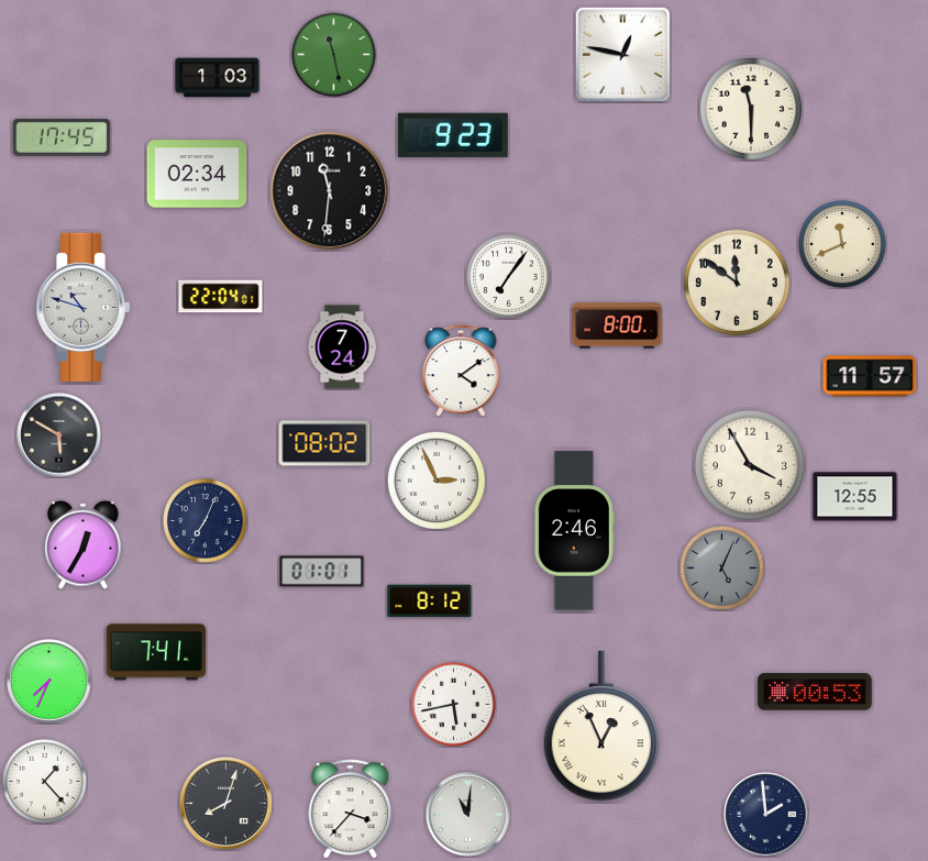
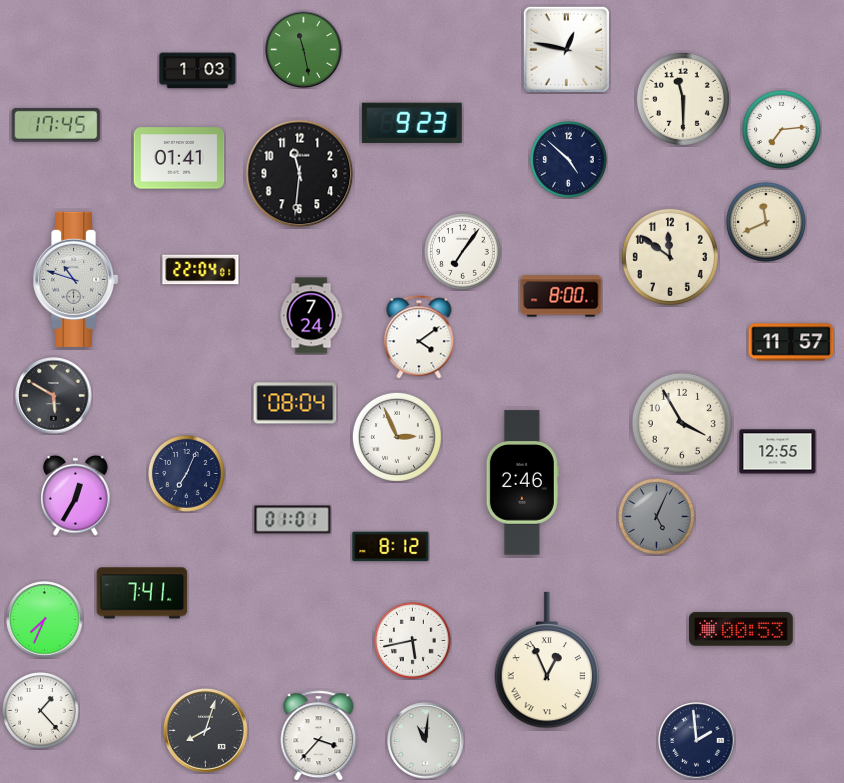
clock at (782, 130): none -> 7:14
clock at (197, 174): 02:34 -> 01:41
clock at (569, 160): none -> 4:52
clock at (324, 443): 08:02 -> 08:04
